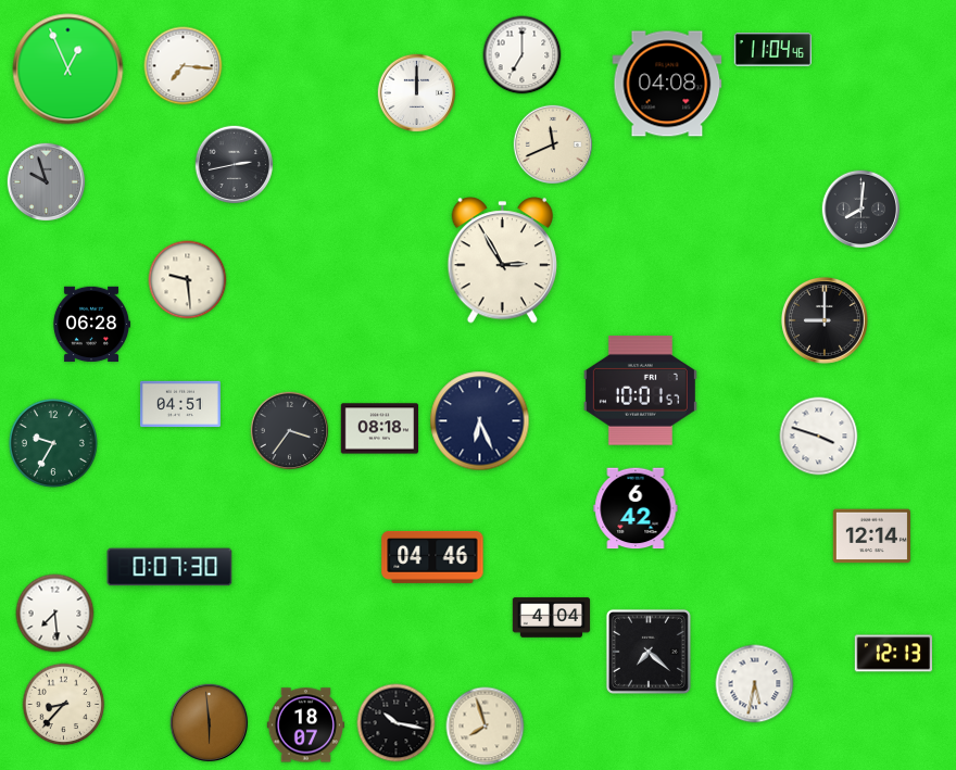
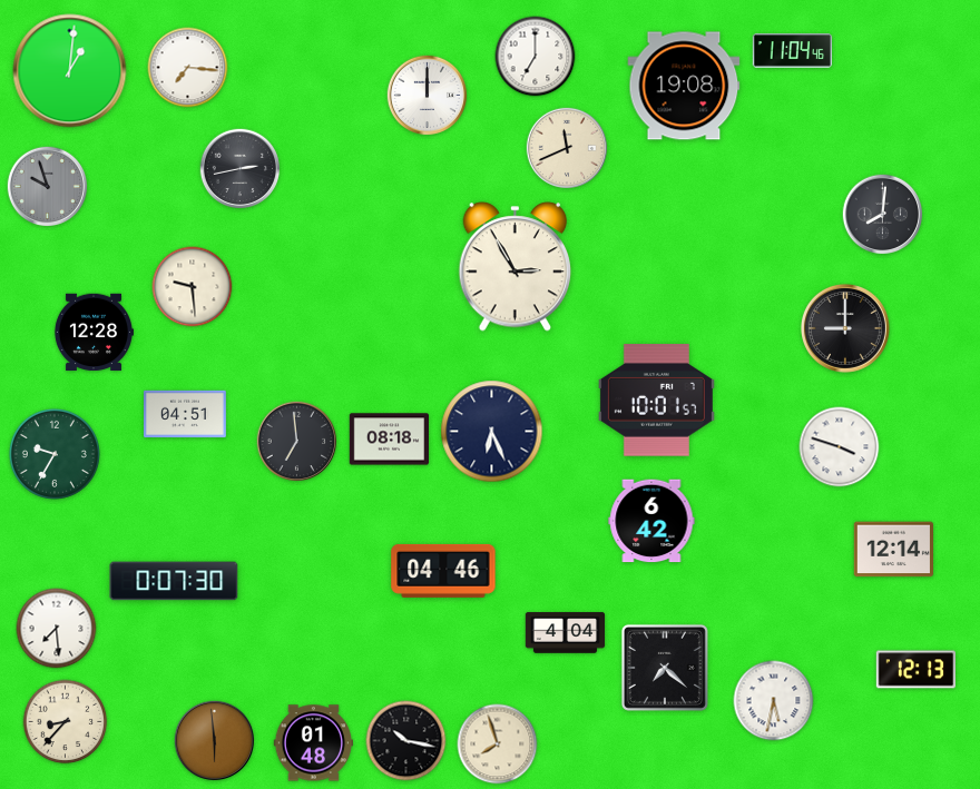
clock at (68, 70): 12:56 -> 1:01
clock at (667, 84): 04:08 -> 19:08
clock at (90, 325): 06:28 -> 12:28
clock at (290, 431): 3:36 -> 6:59
clock at (305, 725): 18:07 -> 01:48
